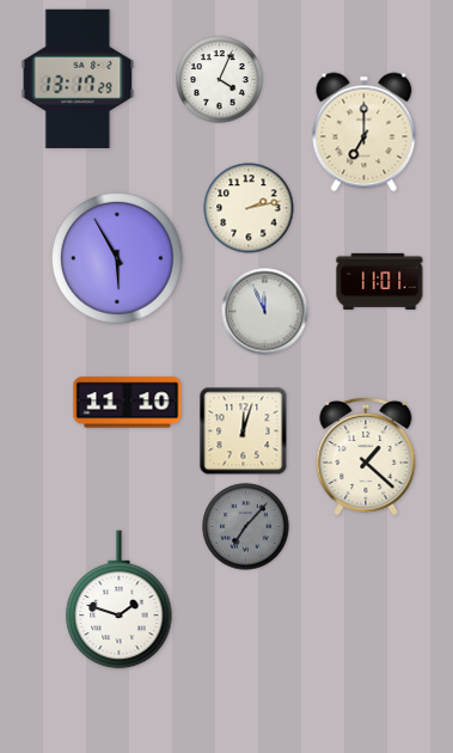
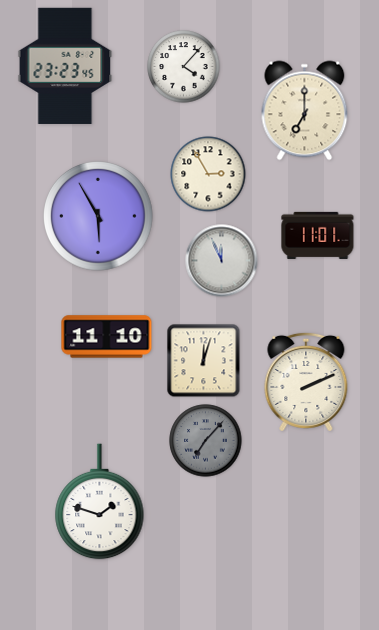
clock at (78, 79): 13:17 -> 23:23
clock at (220, 80): 4:04 -> 4:07
clock at (249, 208): 2:13 -> 2:55
clock at (366, 457): 1:22 -> 2:11
